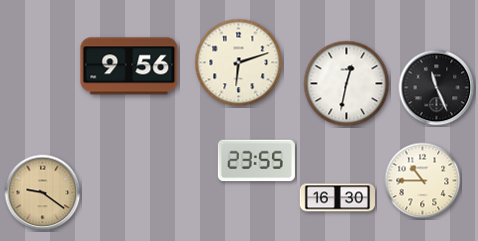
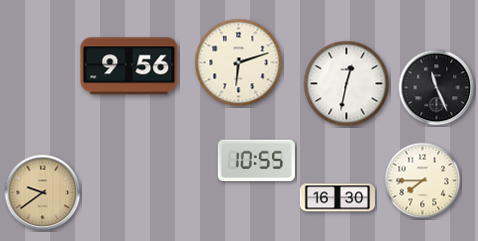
clock at (256, 161): 23:55 -> 10:55
clock at (423, 181): 10:45 -> 7:45
clock at (43, 193): 9:21 -> 9:39
